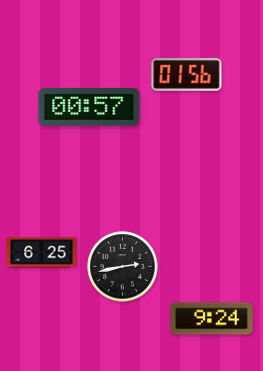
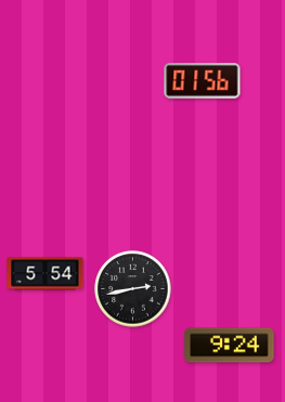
clock at (89, 108): 00:57 -> none
clock at (42, 253): 6:25 -> 5:54
